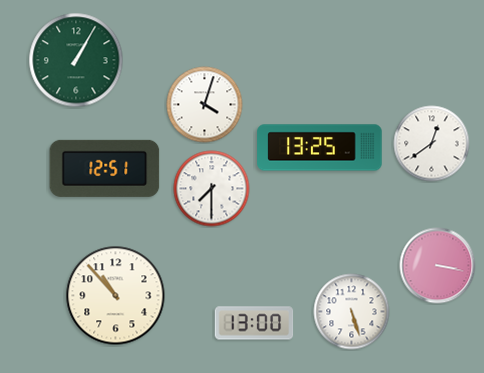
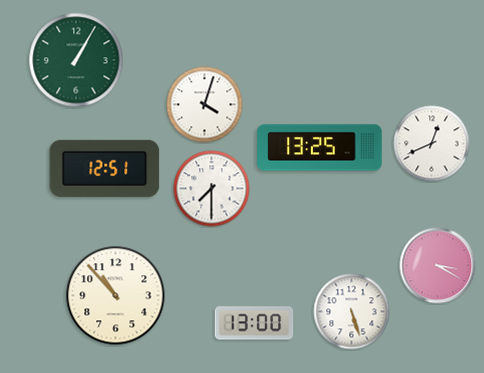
clock at (432, 144): 12:39 -> 12:41
clock at (438, 266): 3:17 -> 3:20
